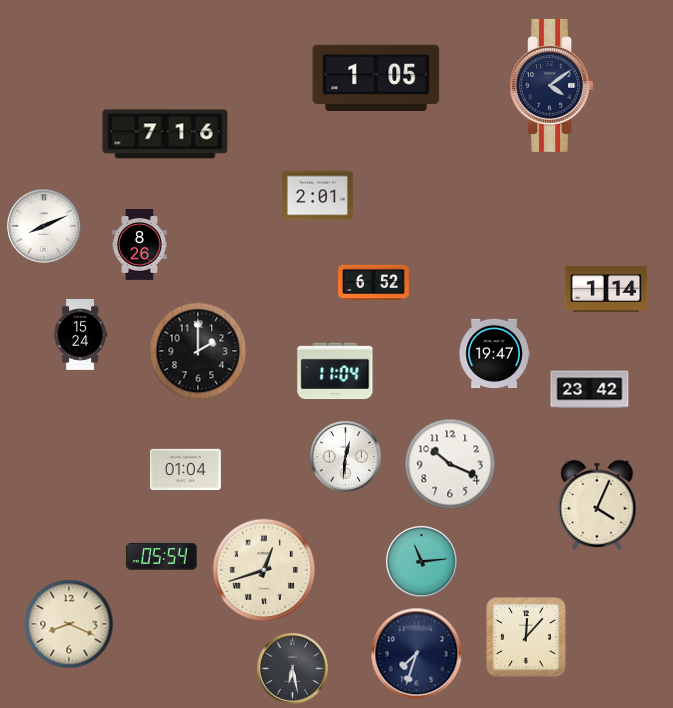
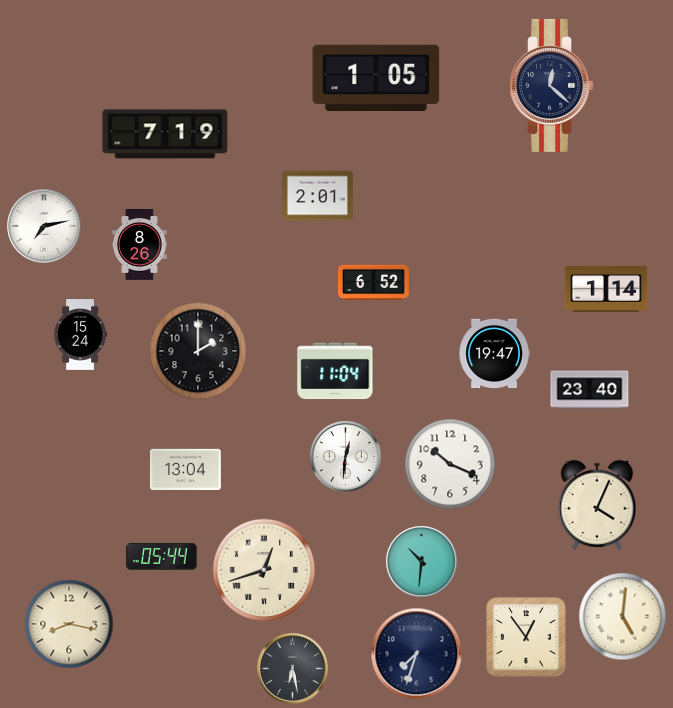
clock at (551, 85): 4:09 -> 12:22
clock at (165, 134): 7:16 -> 7:19
clock at (44, 226): 8:11 -> 7:13
clock at (590, 390): 23:42 -> 23:40
clock at (185, 469): 01:04 -> 13:04
clock at (161, 556): 05:54 -> 05:44
clock at (421, 561): 11:14 -> 10:31
clock at (623, 617): none -> 5:01
clock at (69, 624): 8:19 -> 8:17
clock at (526, 637): 12:07 -> 12:54
